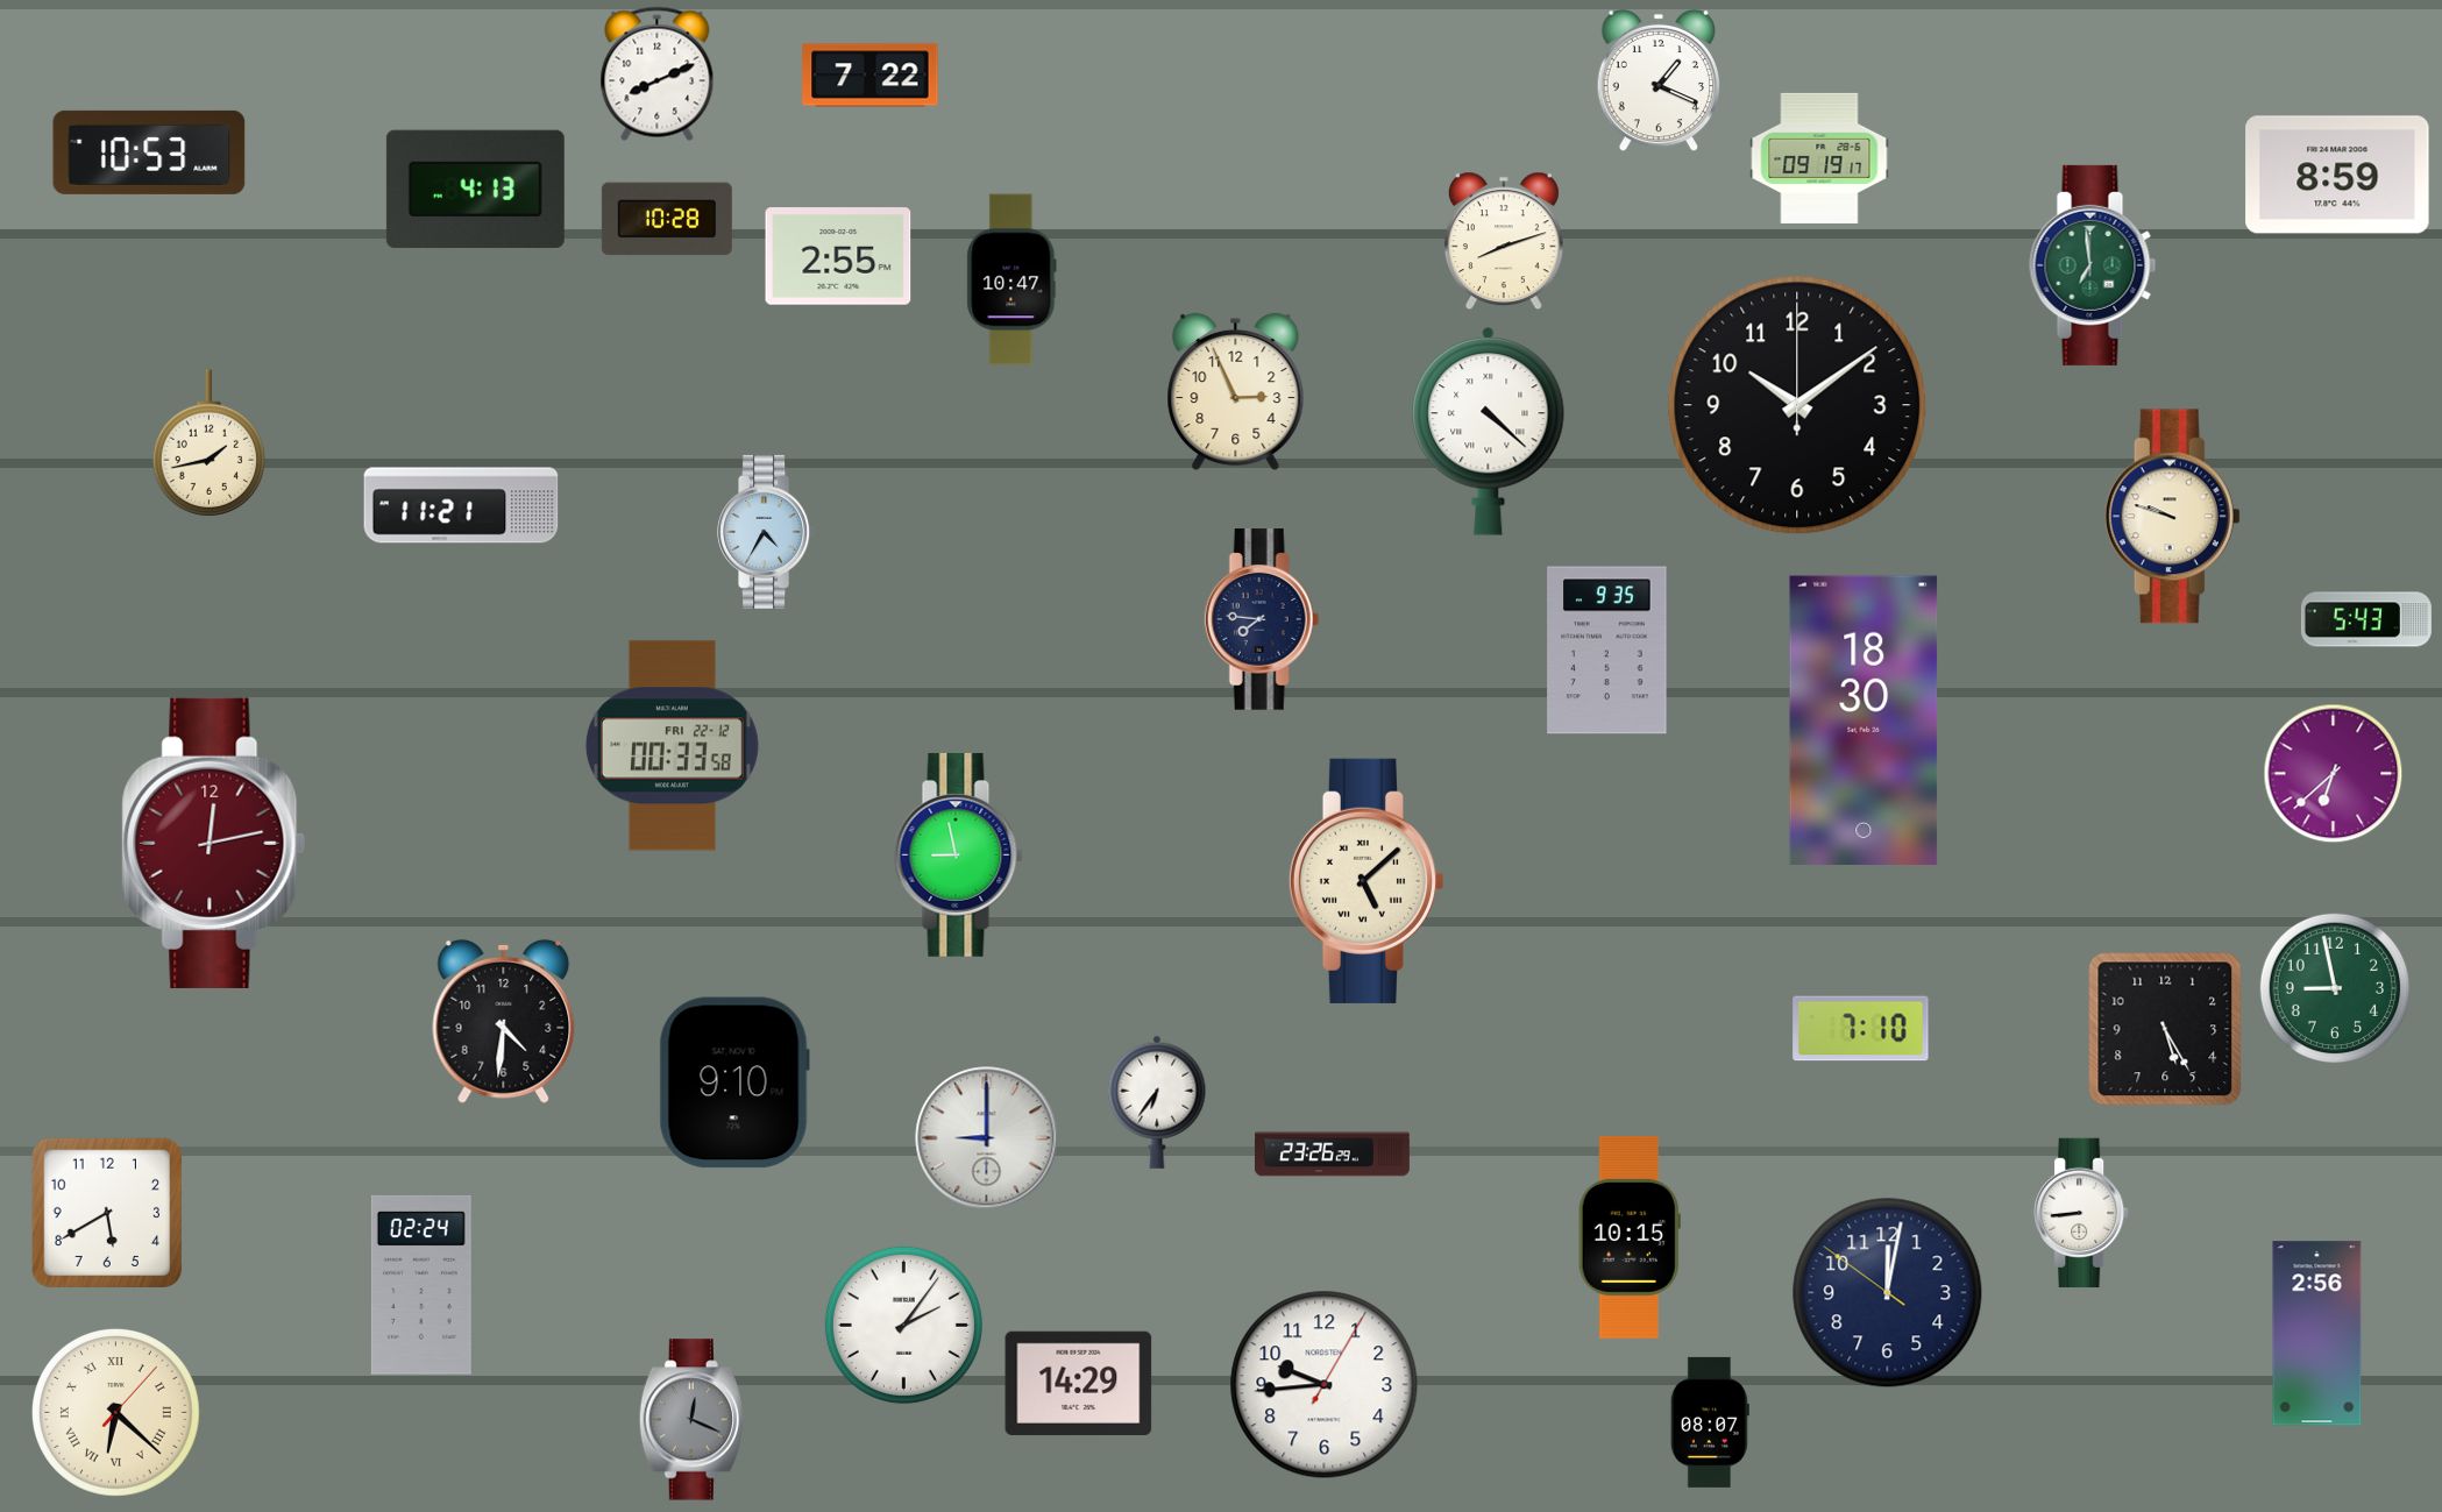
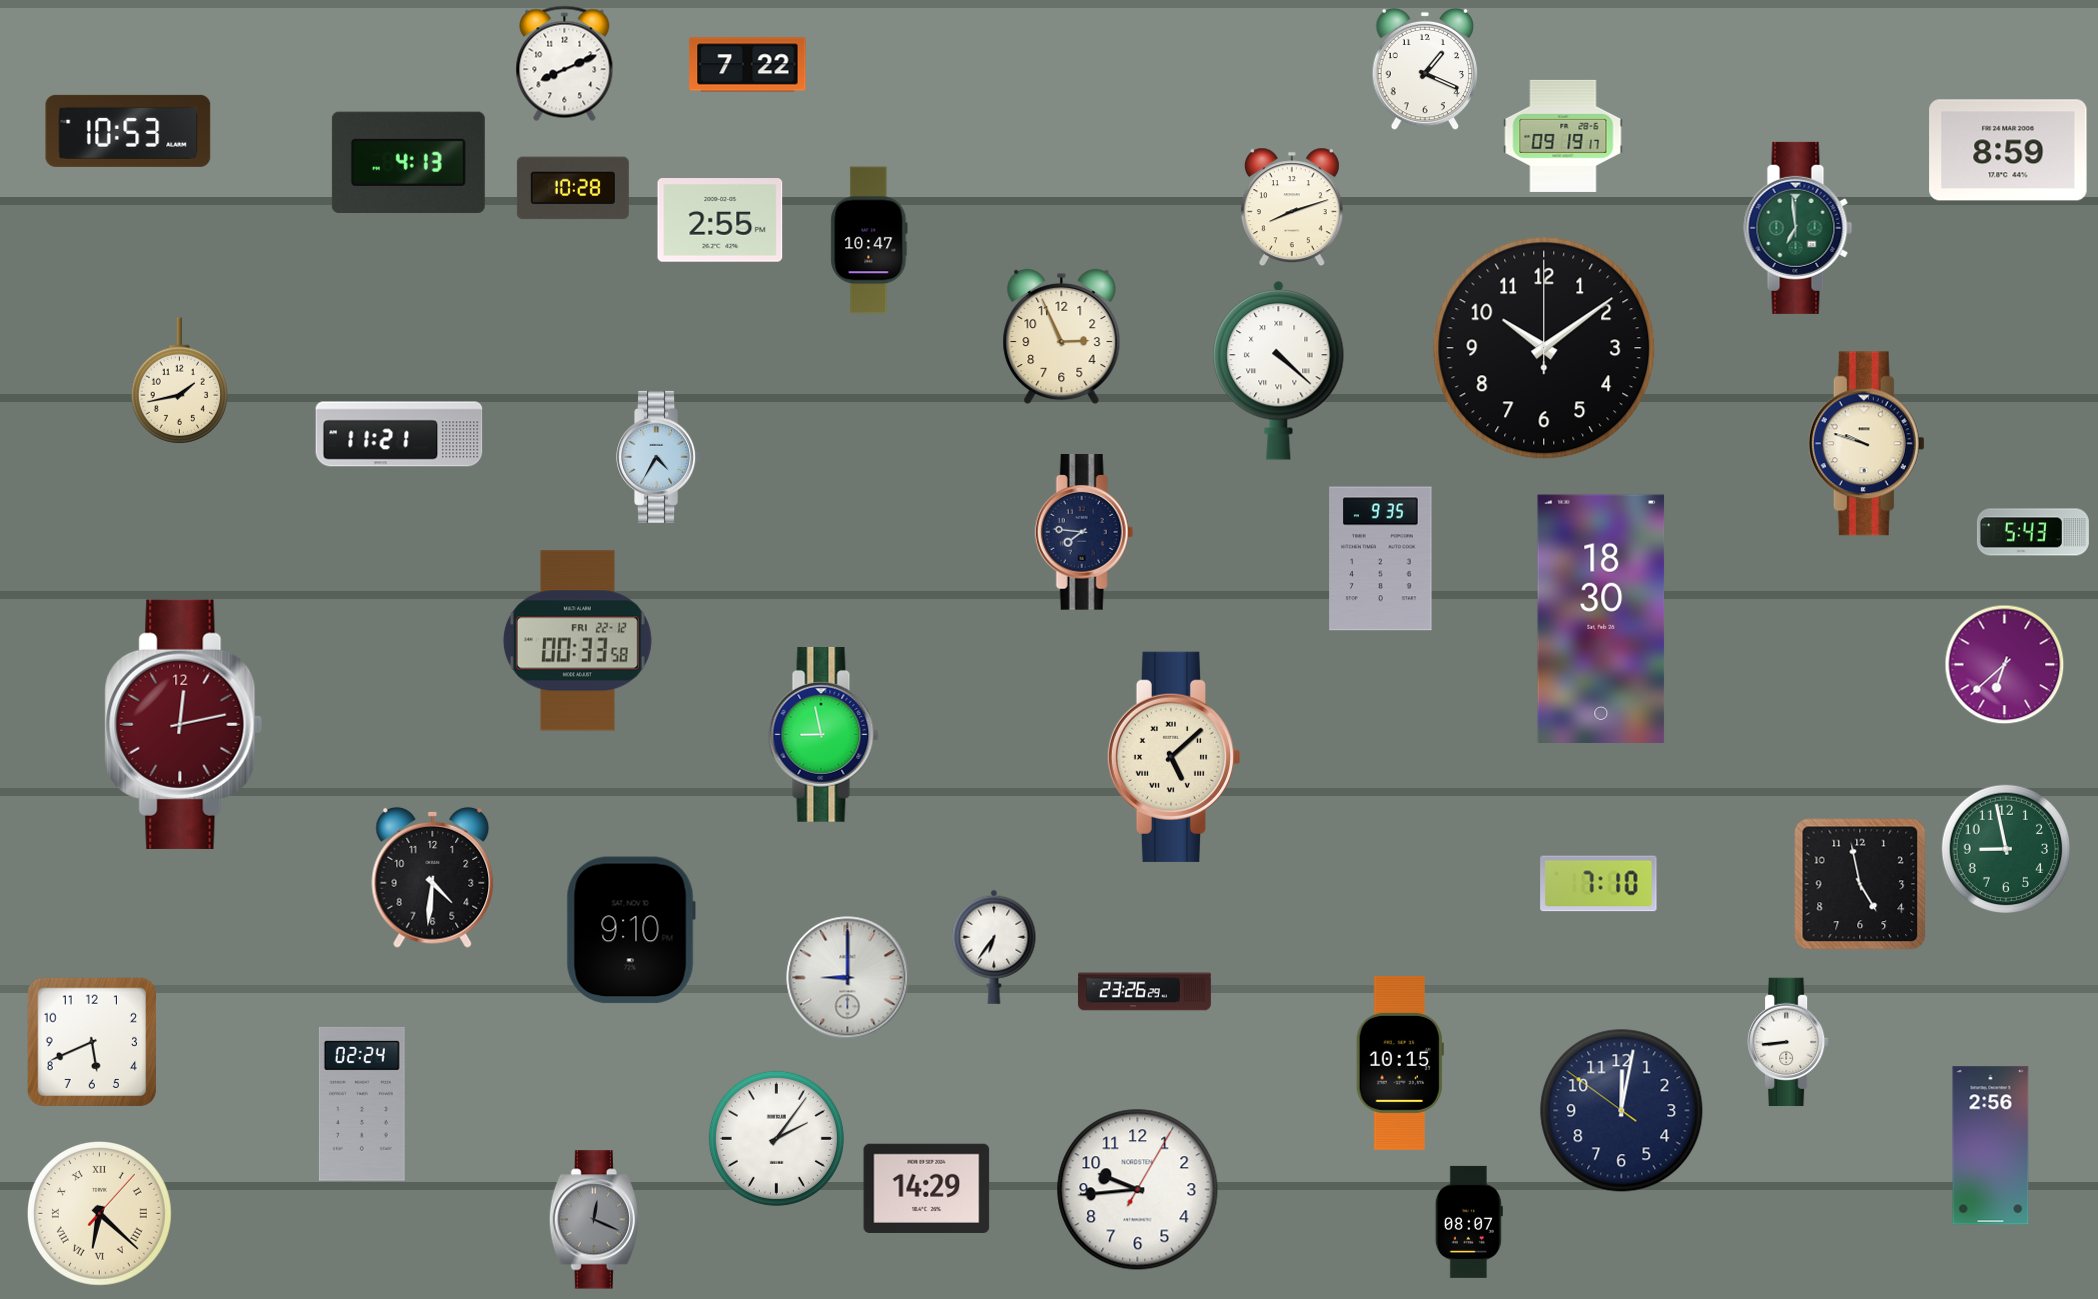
clock at (461, 505) position: (461, 505) -> (399, 434)
clock at (2165, 1029): 5:25 -> 4:58
clock at (106, 1212): 5:40 -> 5:41
